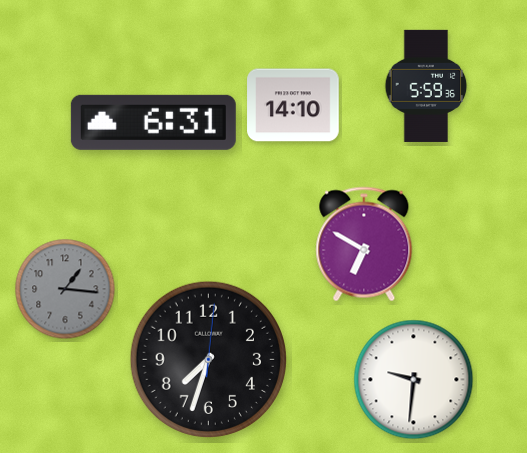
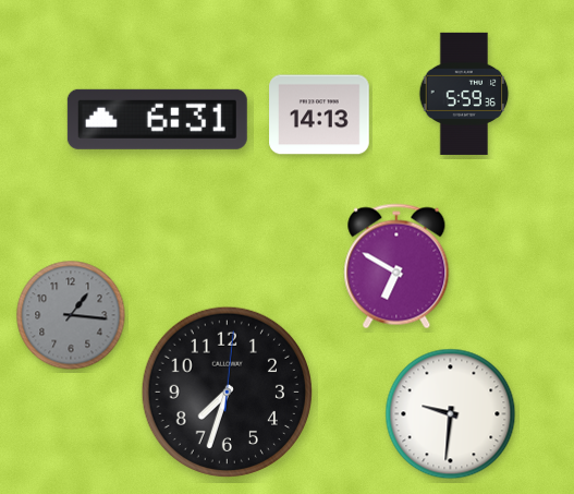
clock at (293, 105): 14:10 -> 14:13
clock at (153, 122) position: (153, 122) -> (157, 119)
